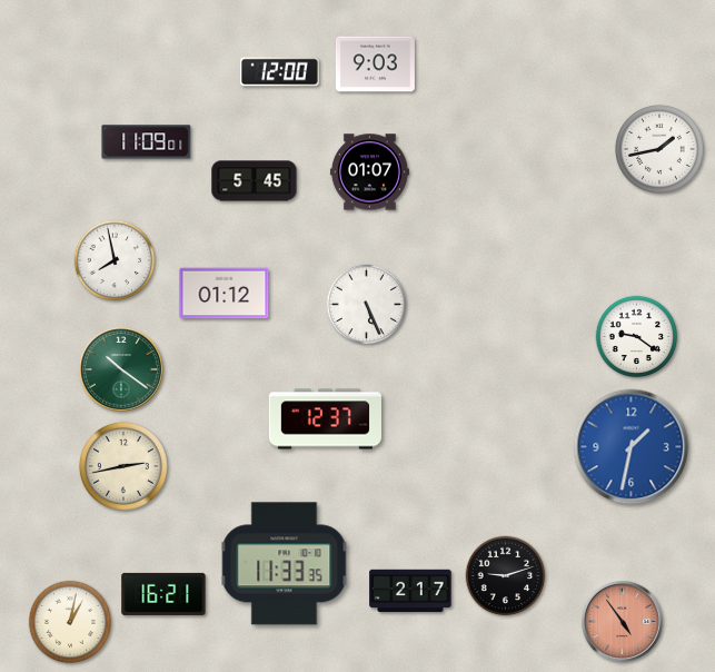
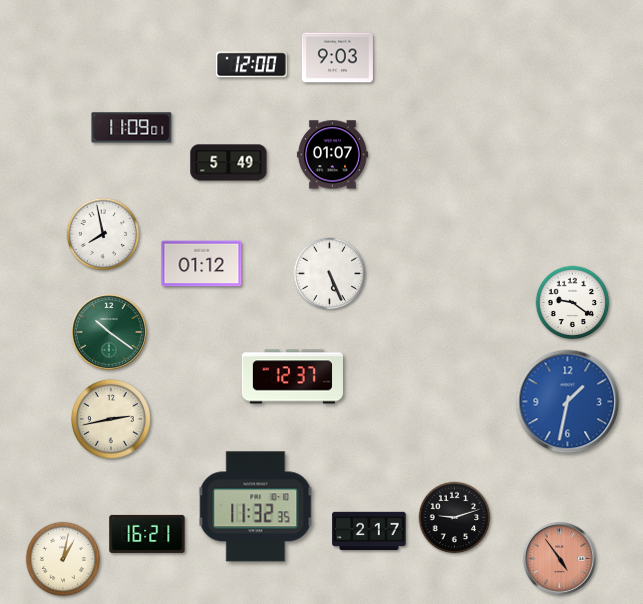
clock at (659, 149): 1:43 -> none
clock at (255, 181): 5:45 -> 5:49
clock at (285, 564): 11:33 -> 11:32
